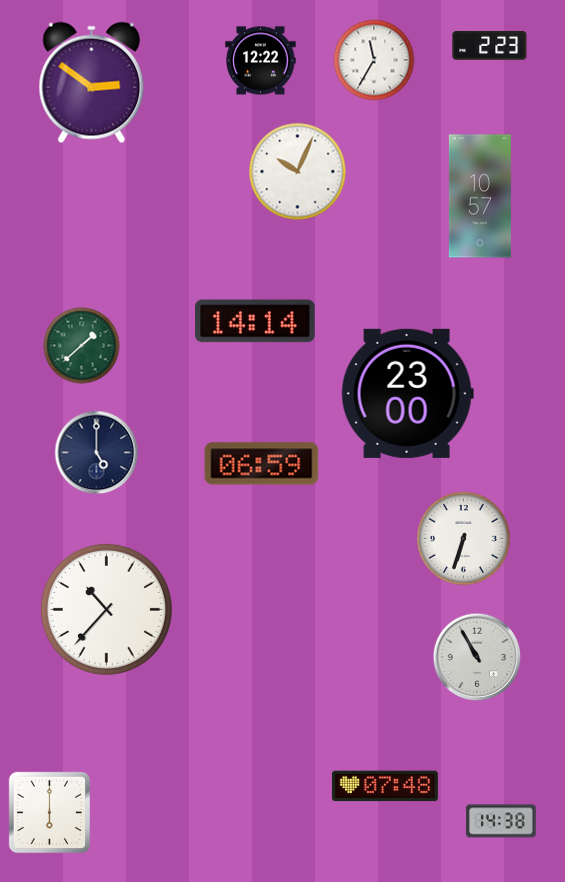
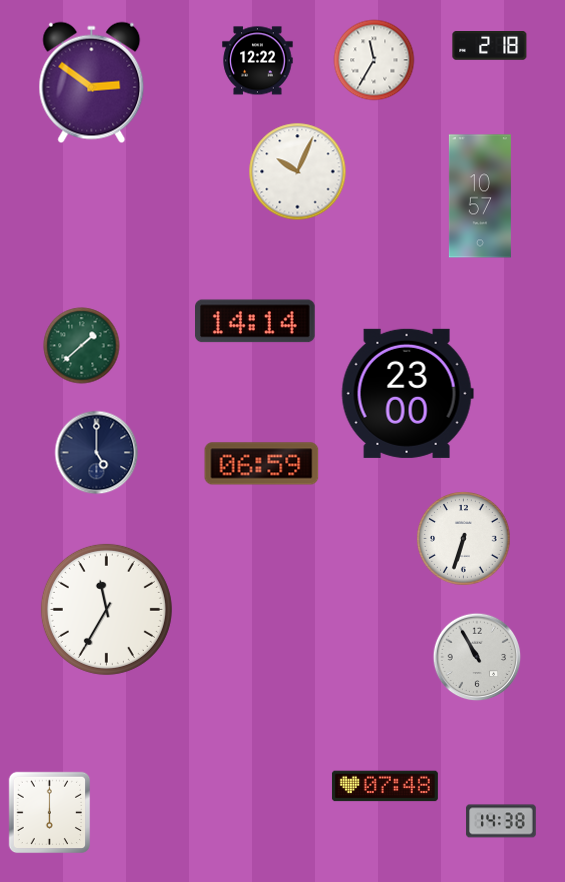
clock at (490, 46): 2:23 -> 2:18
clock at (261, 61) position: (261, 61) -> (258, 61)
clock at (106, 609): 10:37 -> 11:35
